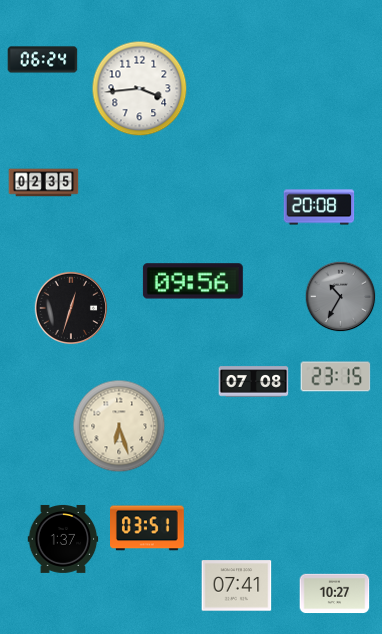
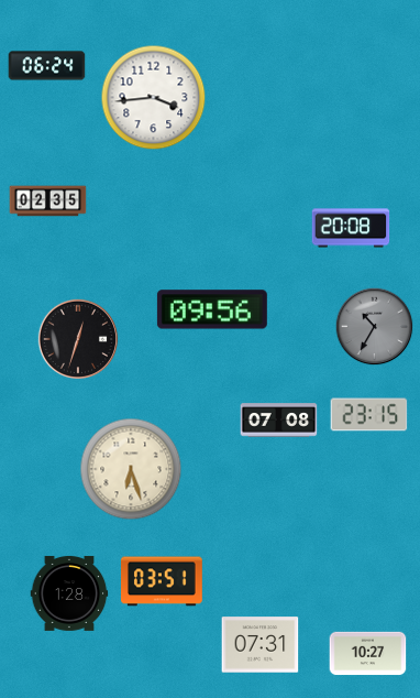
clock at (63, 539): 1:37 -> 1:28
clock at (237, 586): 07:41 -> 07:31
